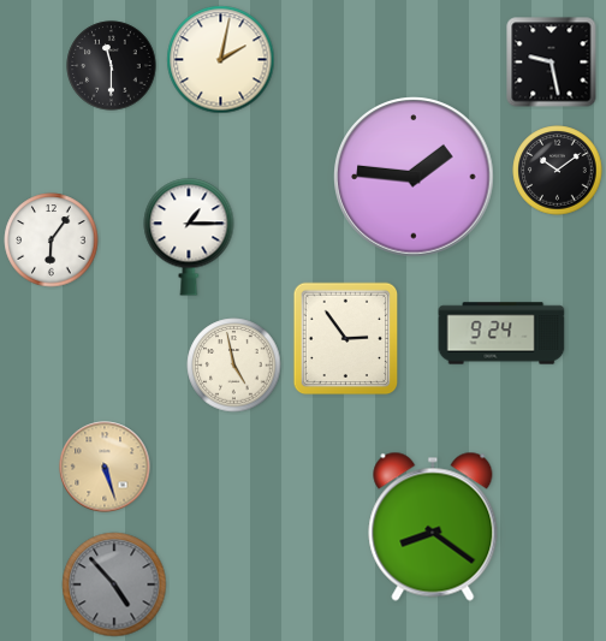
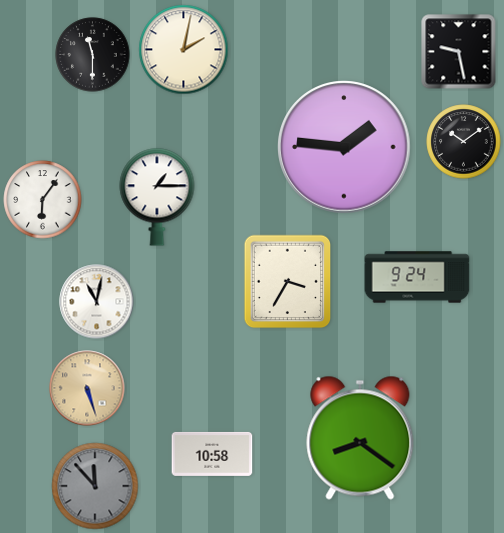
clock at (346, 339): 2:54 -> 3:35
clock at (97, 302): none -> 11:02
clock at (234, 366): 4:58 -> none
clock at (212, 454): none -> 10:58
clock at (114, 584): 4:53 -> 11:53
